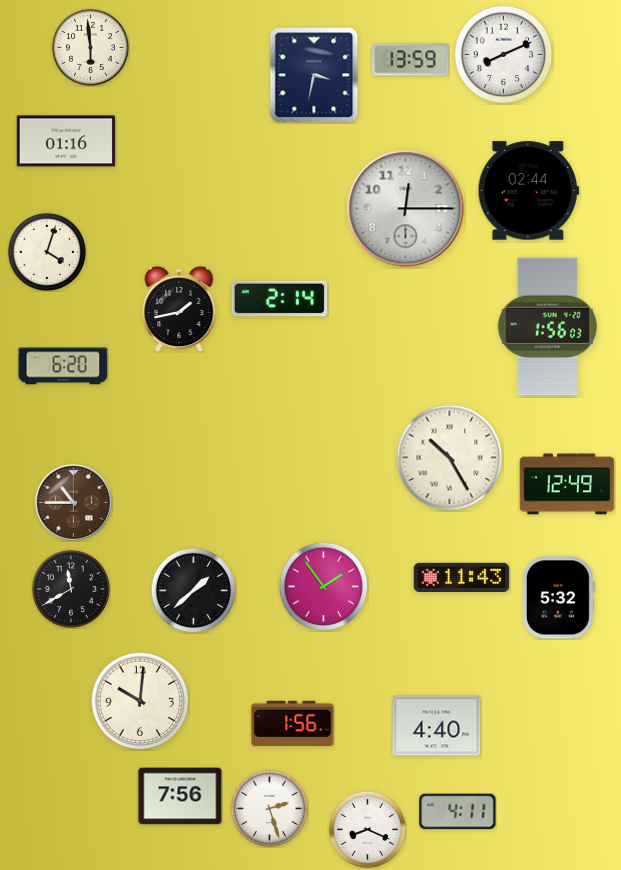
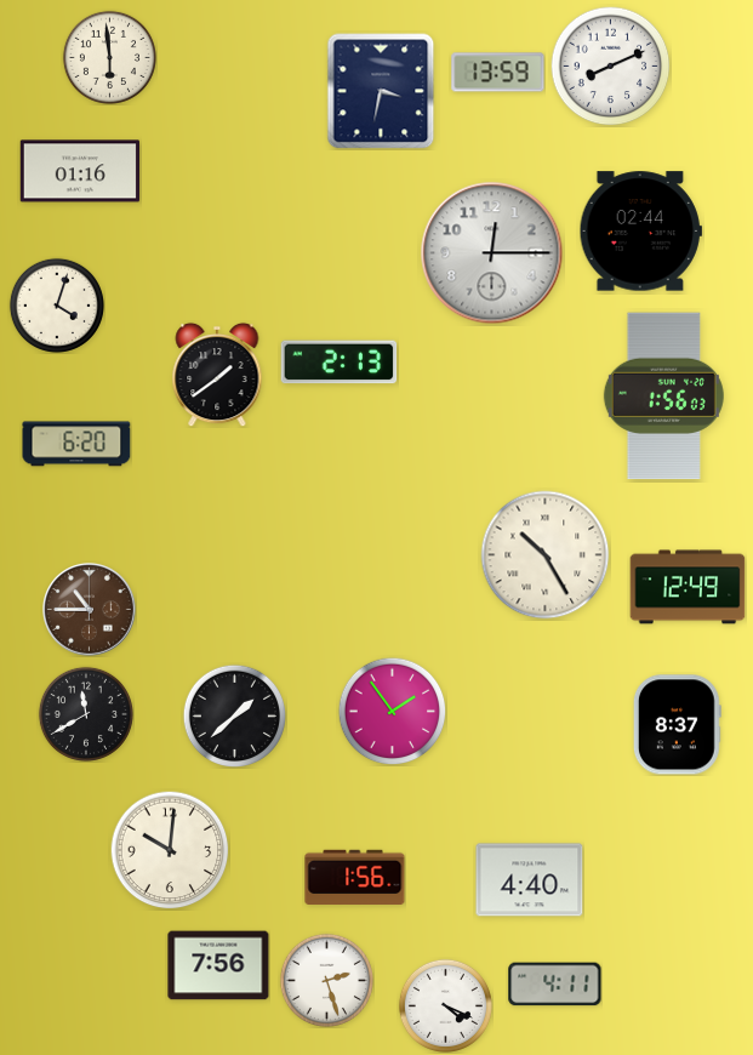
clock at (280, 299): 2:14 -> 2:13
clock at (179, 309): 1:43 -> 1:39
clock at (462, 577): 11:43 -> none
clock at (558, 598): 5:32 -> 8:37
clock at (367, 829): 8:19 -> 4:19
